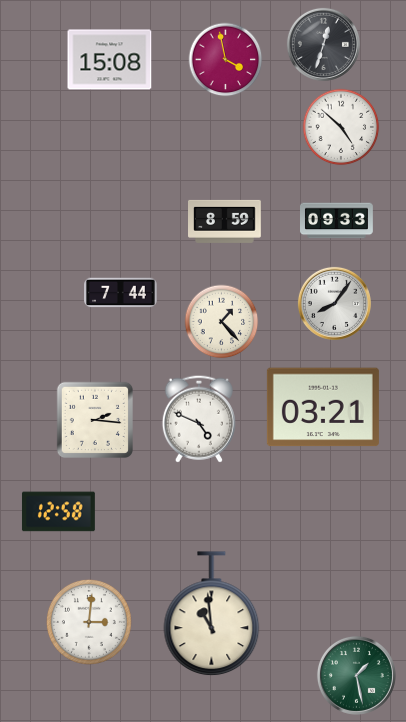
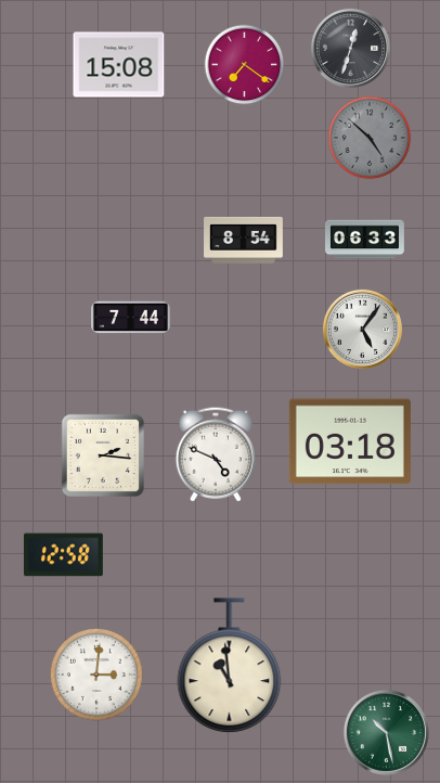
clock at (226, 60): 3:58 -> 7:21
clock at (341, 127) dial: white -> grey
clock at (225, 221): 8:59 -> 8:54
clock at (337, 221): 09:33 -> 06:33
clock at (334, 303): 8:06 -> 5:06
clock at (222, 322): 1:23 -> none
clock at (323, 407): 03:21 -> 03:18
clock at (356, 675): 1:28 -> 10:28
